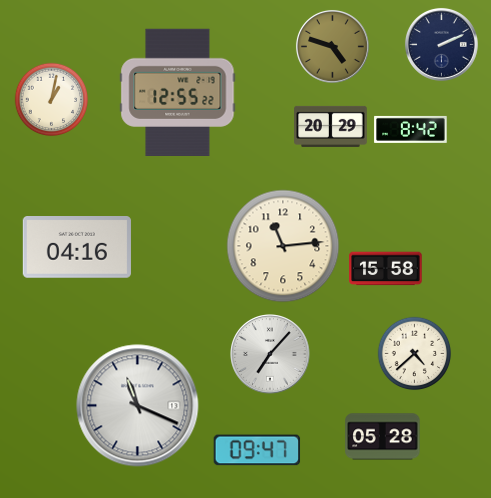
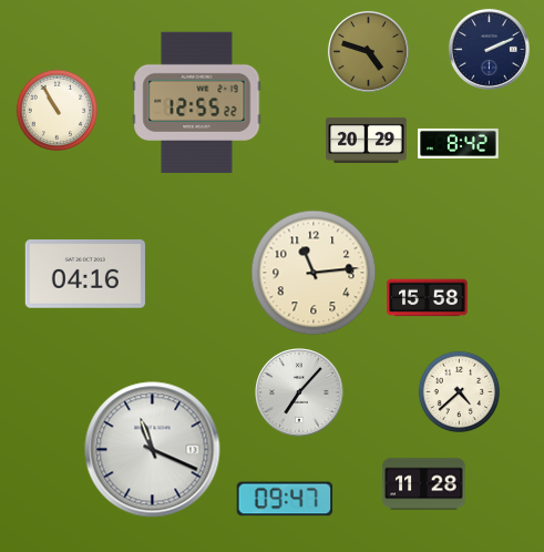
clock at (52, 100): 1:02 -> 10:55
clock at (411, 129) position: (411, 129) -> (459, 143)
clock at (383, 437): 05:28 -> 11:28
